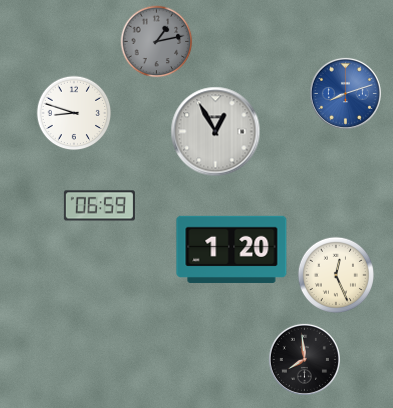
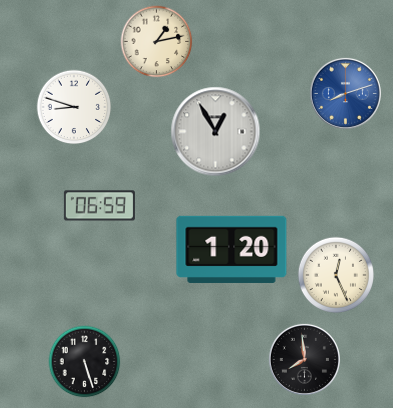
clock at (157, 42) dial: grey -> cream
clock at (74, 113) position: (74, 113) -> (74, 107)
clock at (85, 362): none -> 5:27
